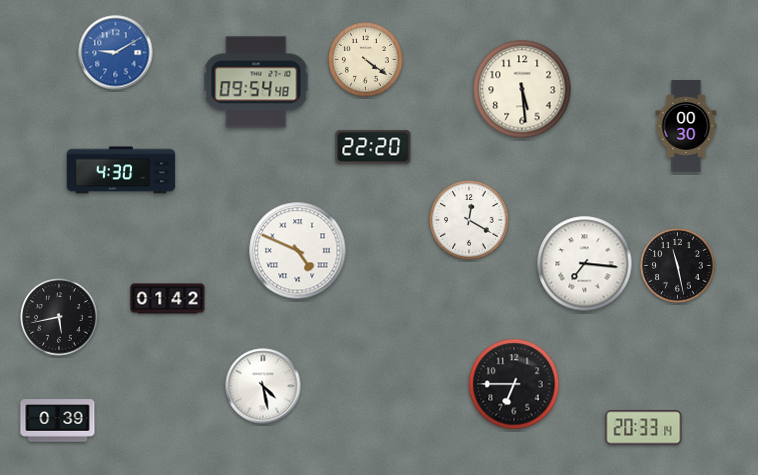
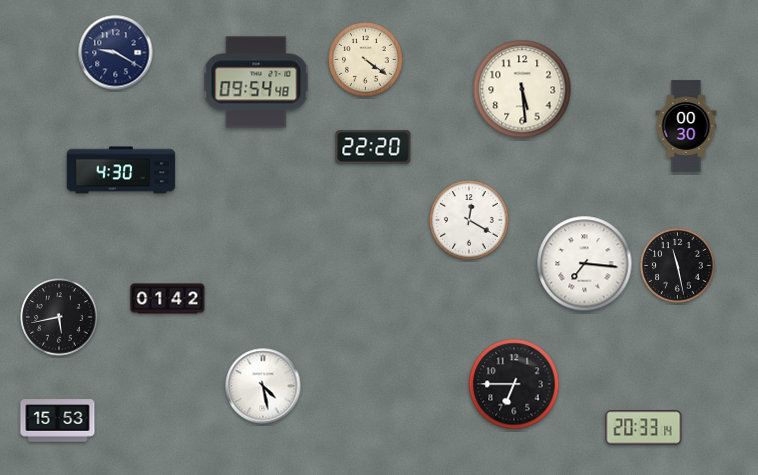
clock at (116, 53): 9:10 -> 9:20
clock at (116, 53) dial: blue -> navy
clock at (298, 251): 4:49 -> none
clock at (58, 421): 0:39 -> 15:53
